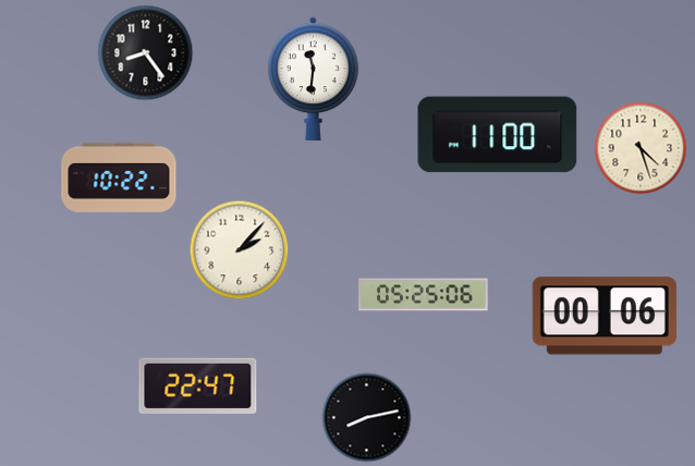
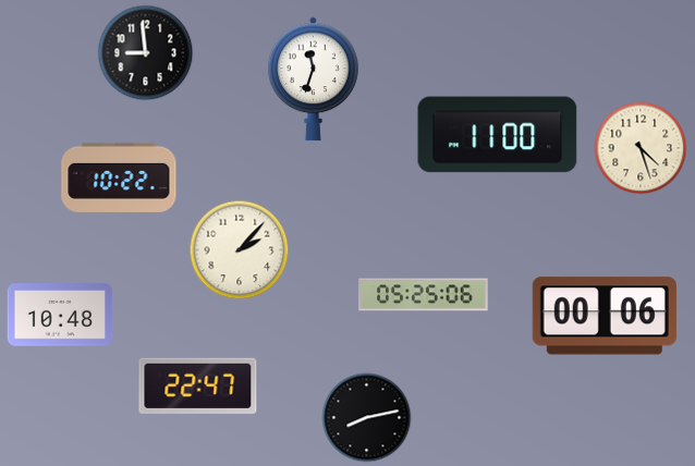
clock at (146, 53): 8:24 -> 8:59
clock at (314, 79): 11:31 -> 11:33
clock at (60, 315): none -> 10:48
